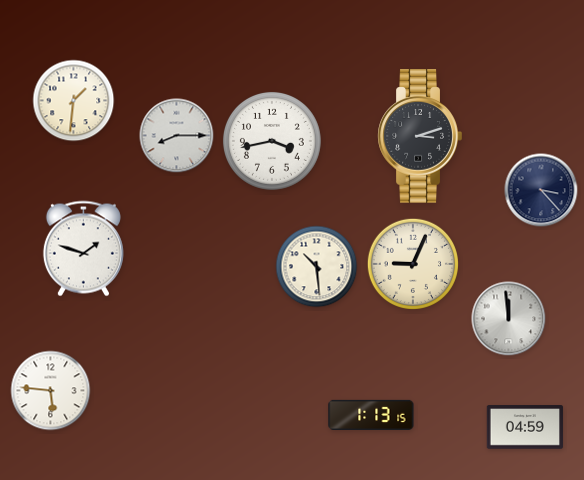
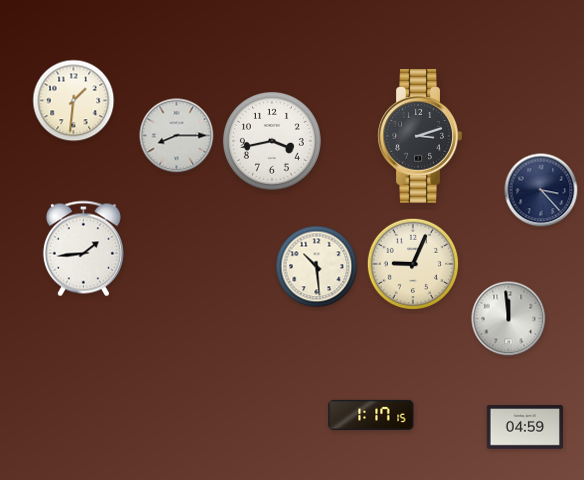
clock at (83, 249): 1:48 -> 1:44
clock at (51, 391): 5:46 -> none
clock at (371, 415): 1:13 -> 1:17
